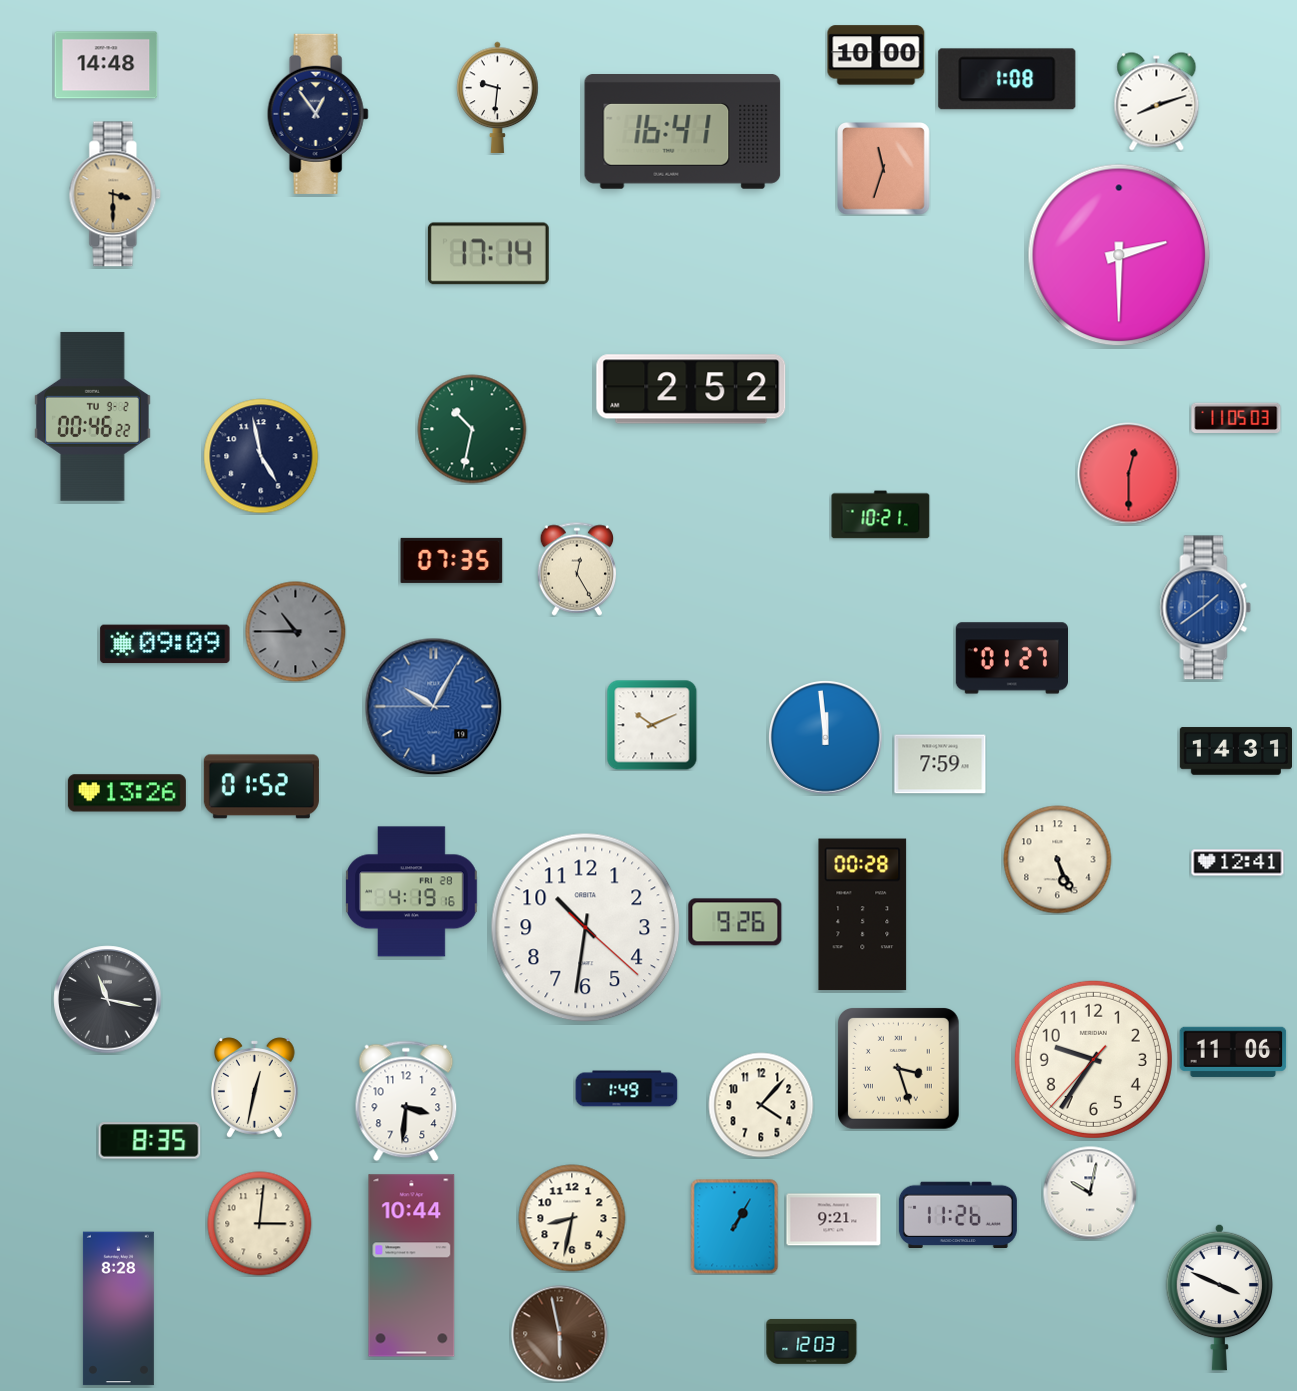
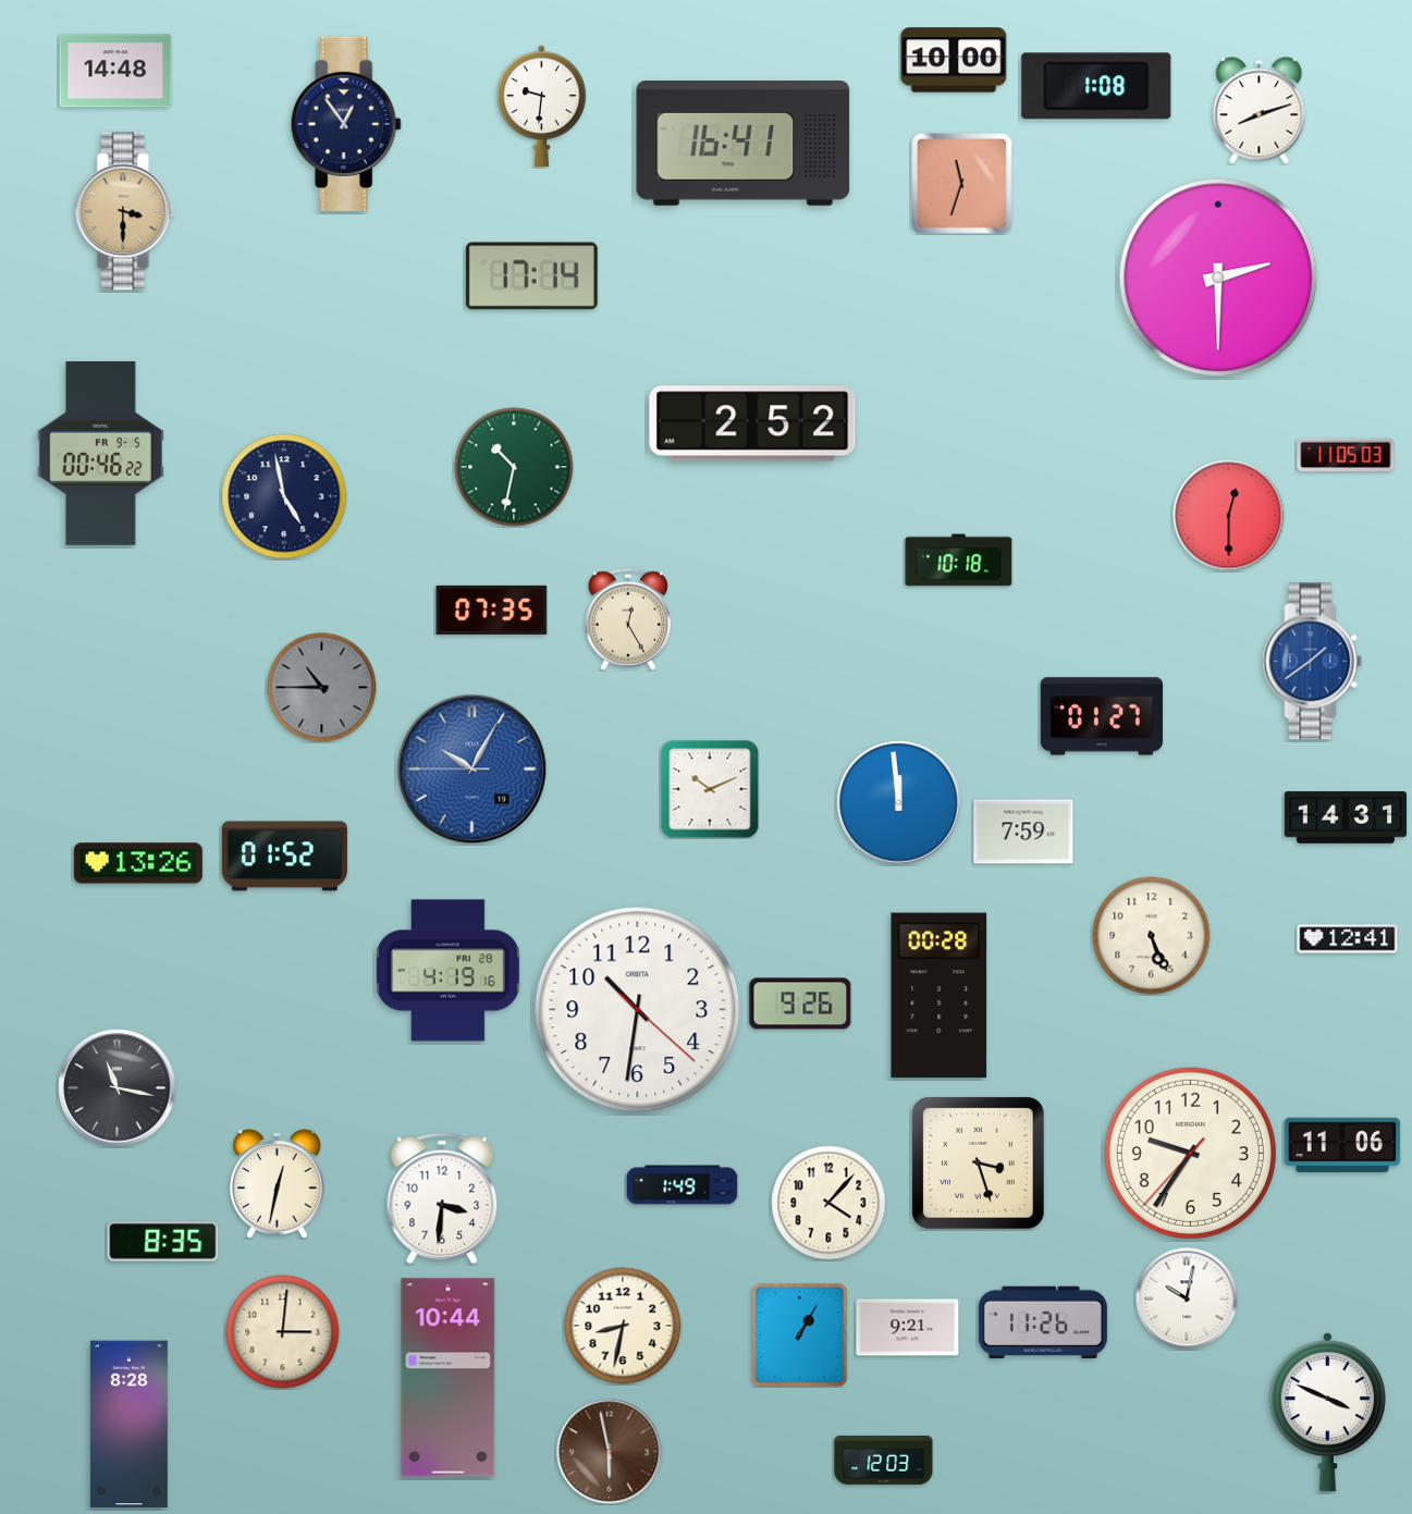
clock at (92, 416) date: TU 9-2 -> FR 9-5
clock at (881, 515): 10:21 -> 10:18
clock at (165, 644): 09:09 -> none
